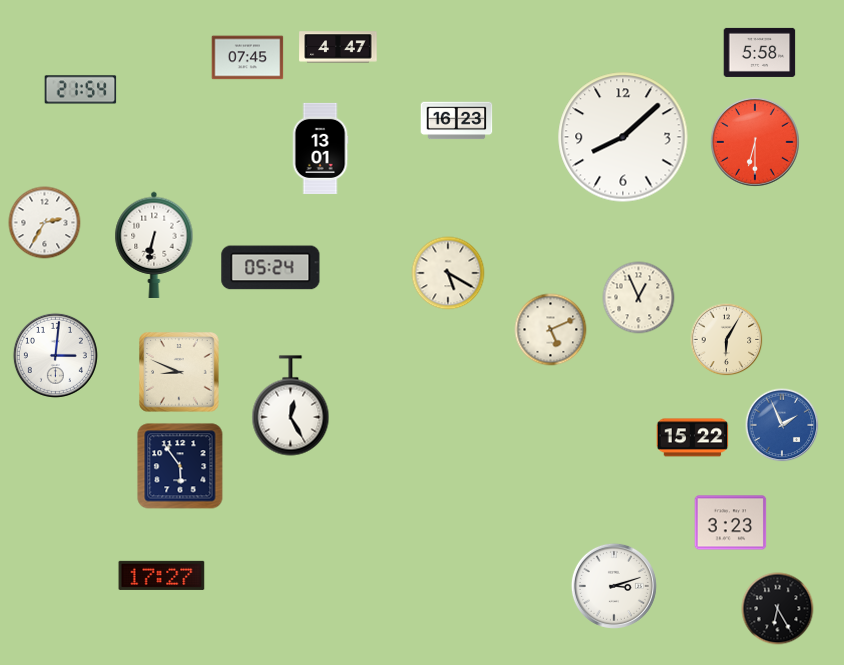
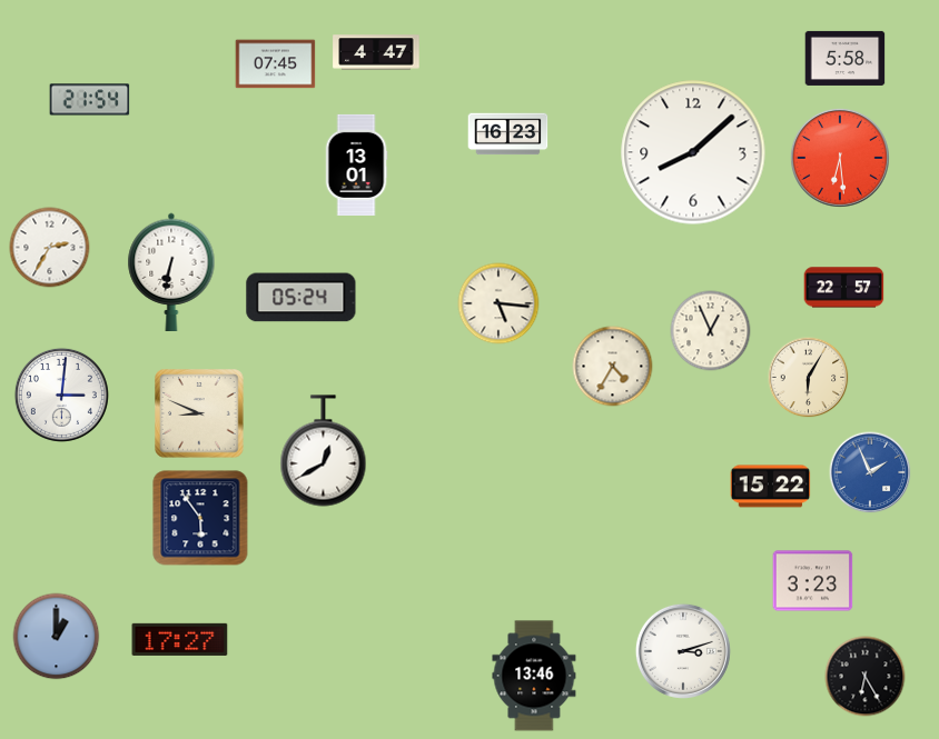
clock at (755, 142): 6:30 -> 6:29
clock at (844, 288): none -> 22:57
clock at (448, 273): 5:20 -> 5:16
clock at (551, 330): 5:11 -> 4:35
clock at (291, 406): 12:25 -> 12:40
clock at (57, 637): none -> 1:00
clock at (534, 676): none -> 13:46
